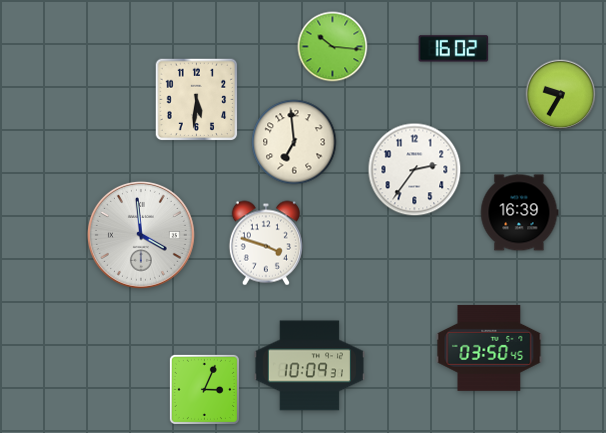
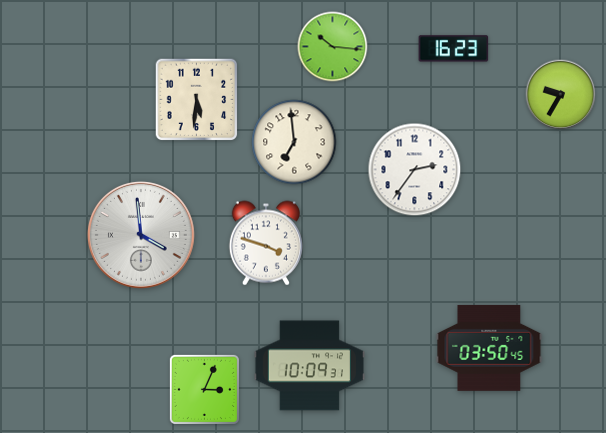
clock at (454, 49): 16:02 -> 16:23
clock at (519, 213): 16:39 -> none
